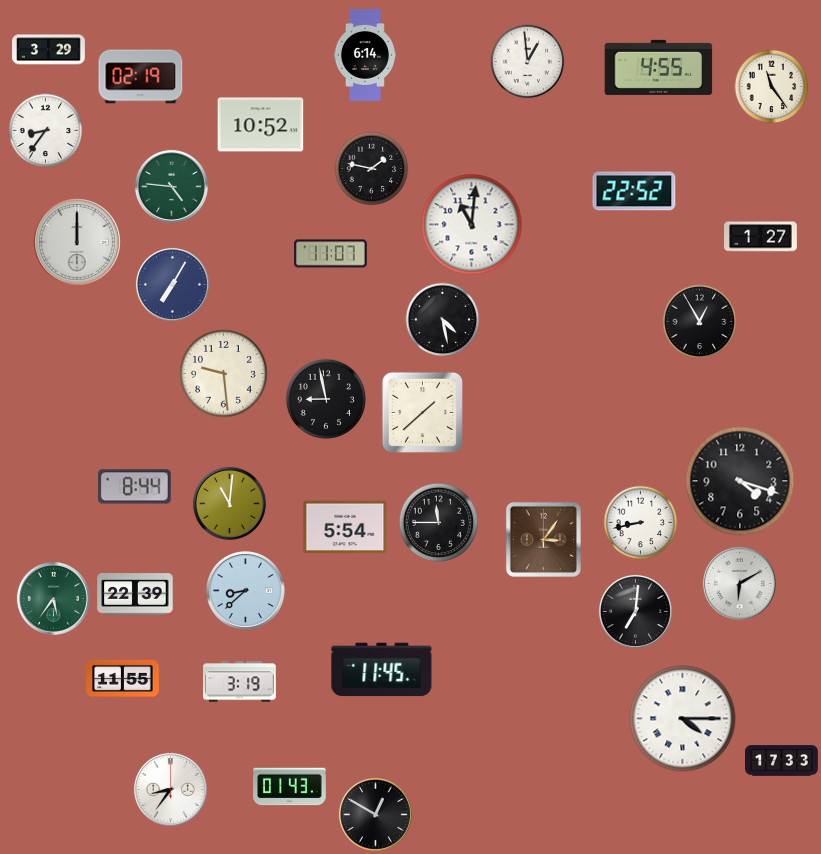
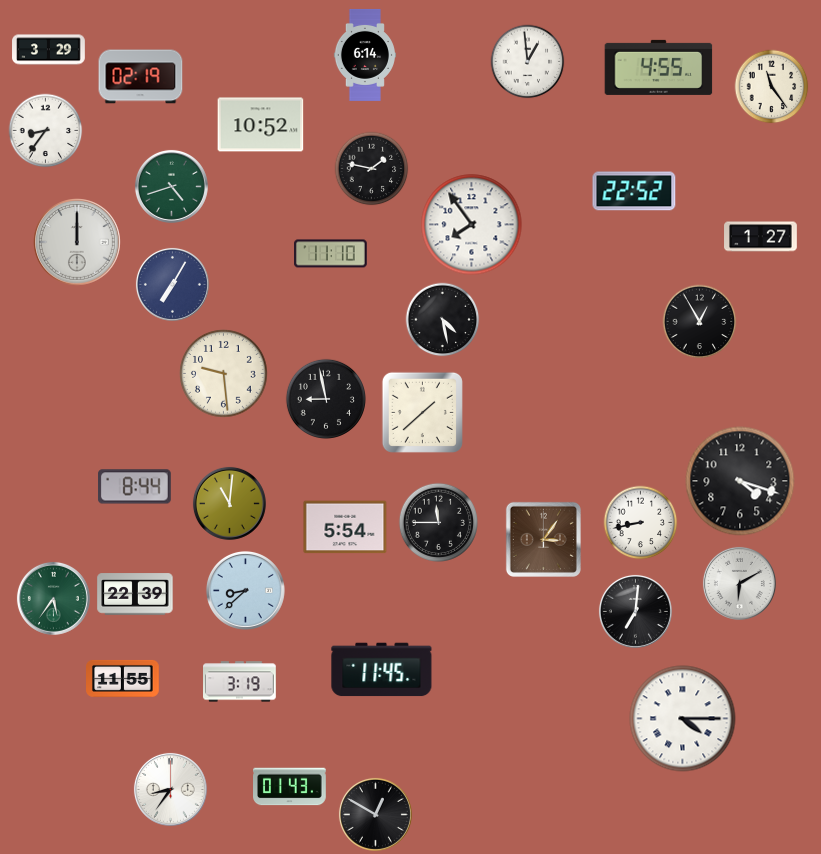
clock at (171, 186): 4:46 -> 4:42
clock at (472, 225): 11:01 -> 7:54
clock at (331, 254): 11:07 -> 11:10
clock at (782, 761): 17:33 -> none
